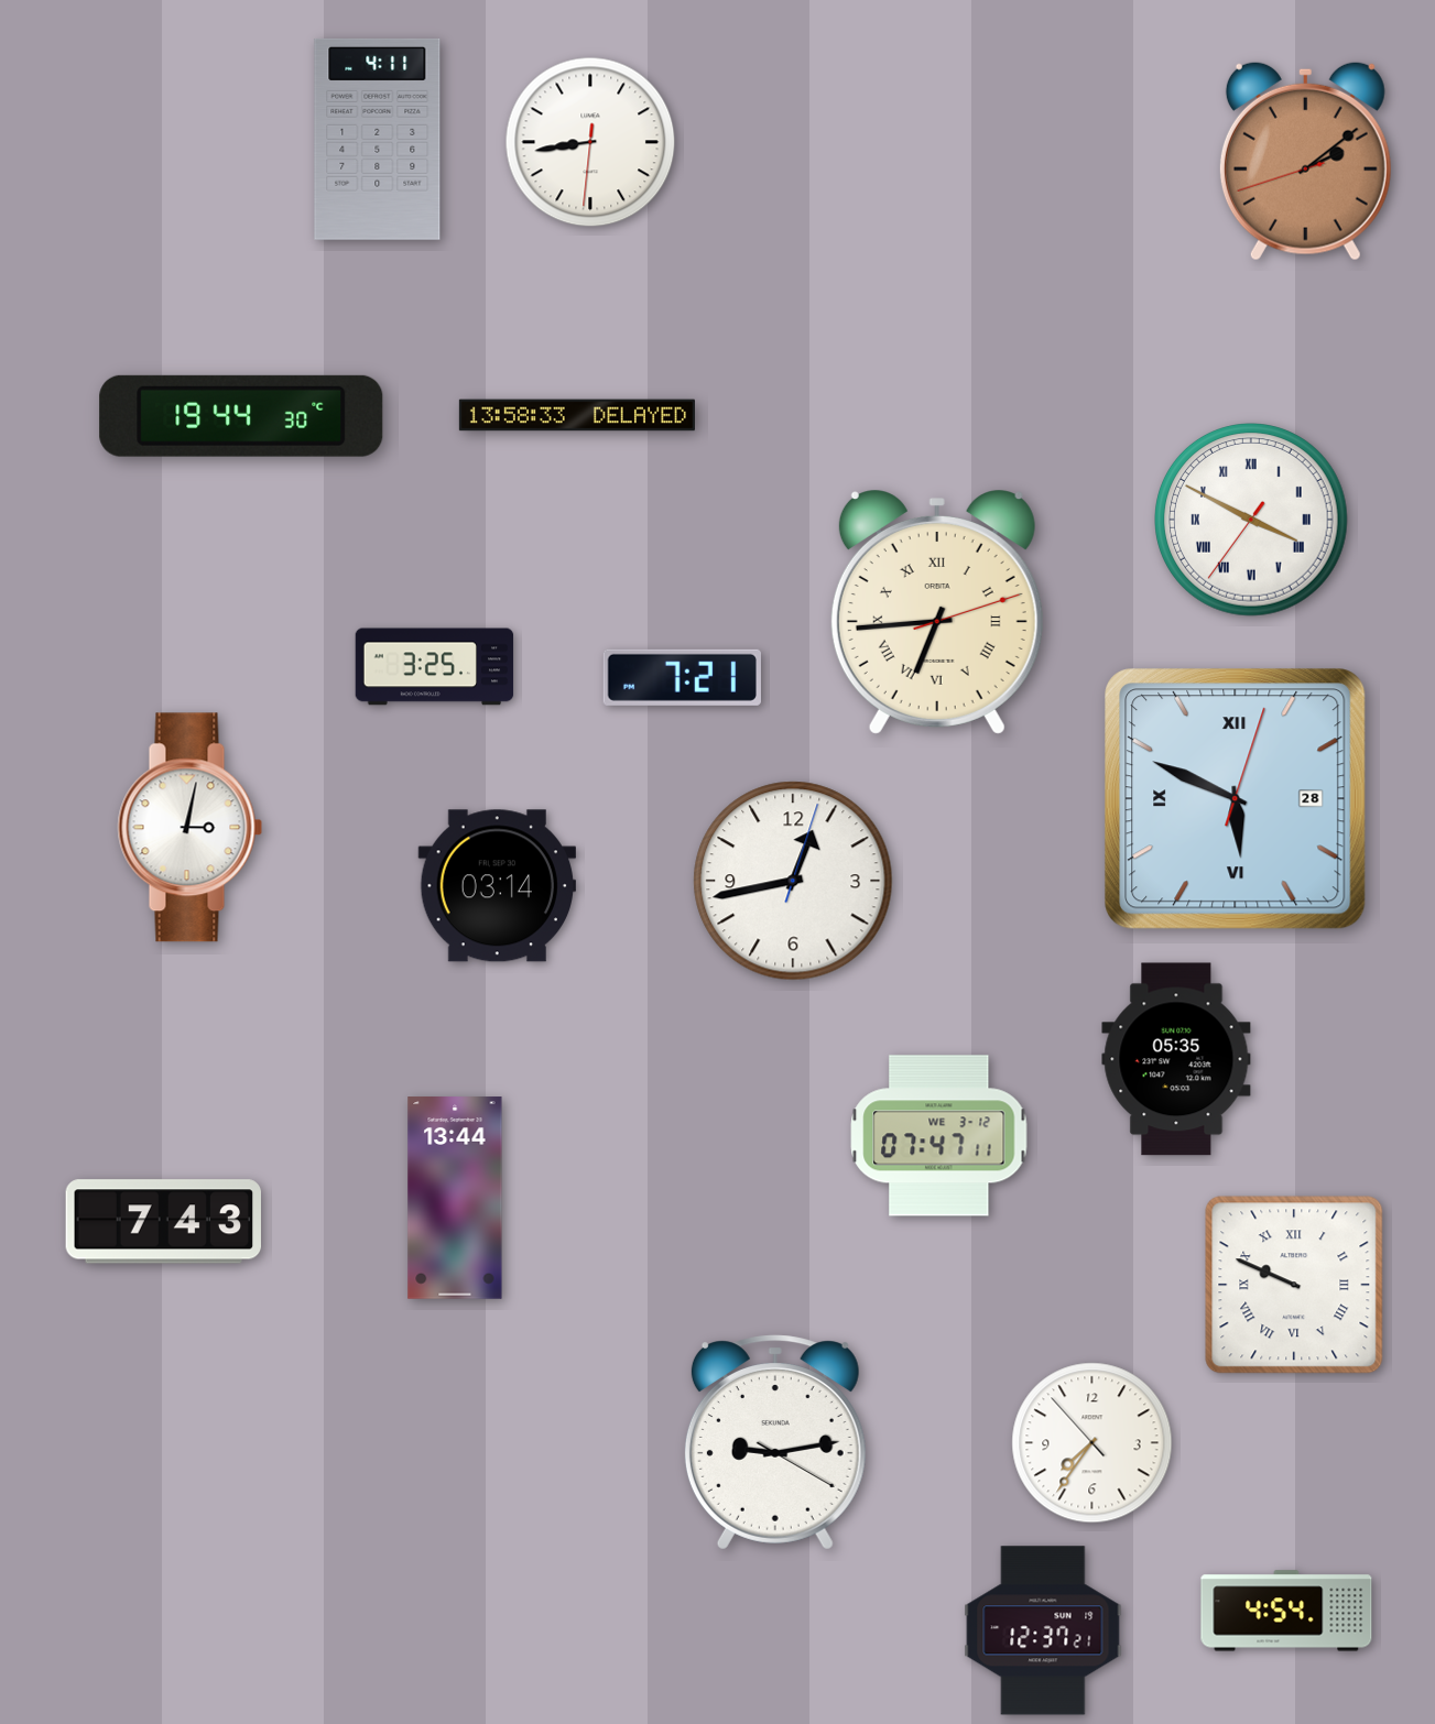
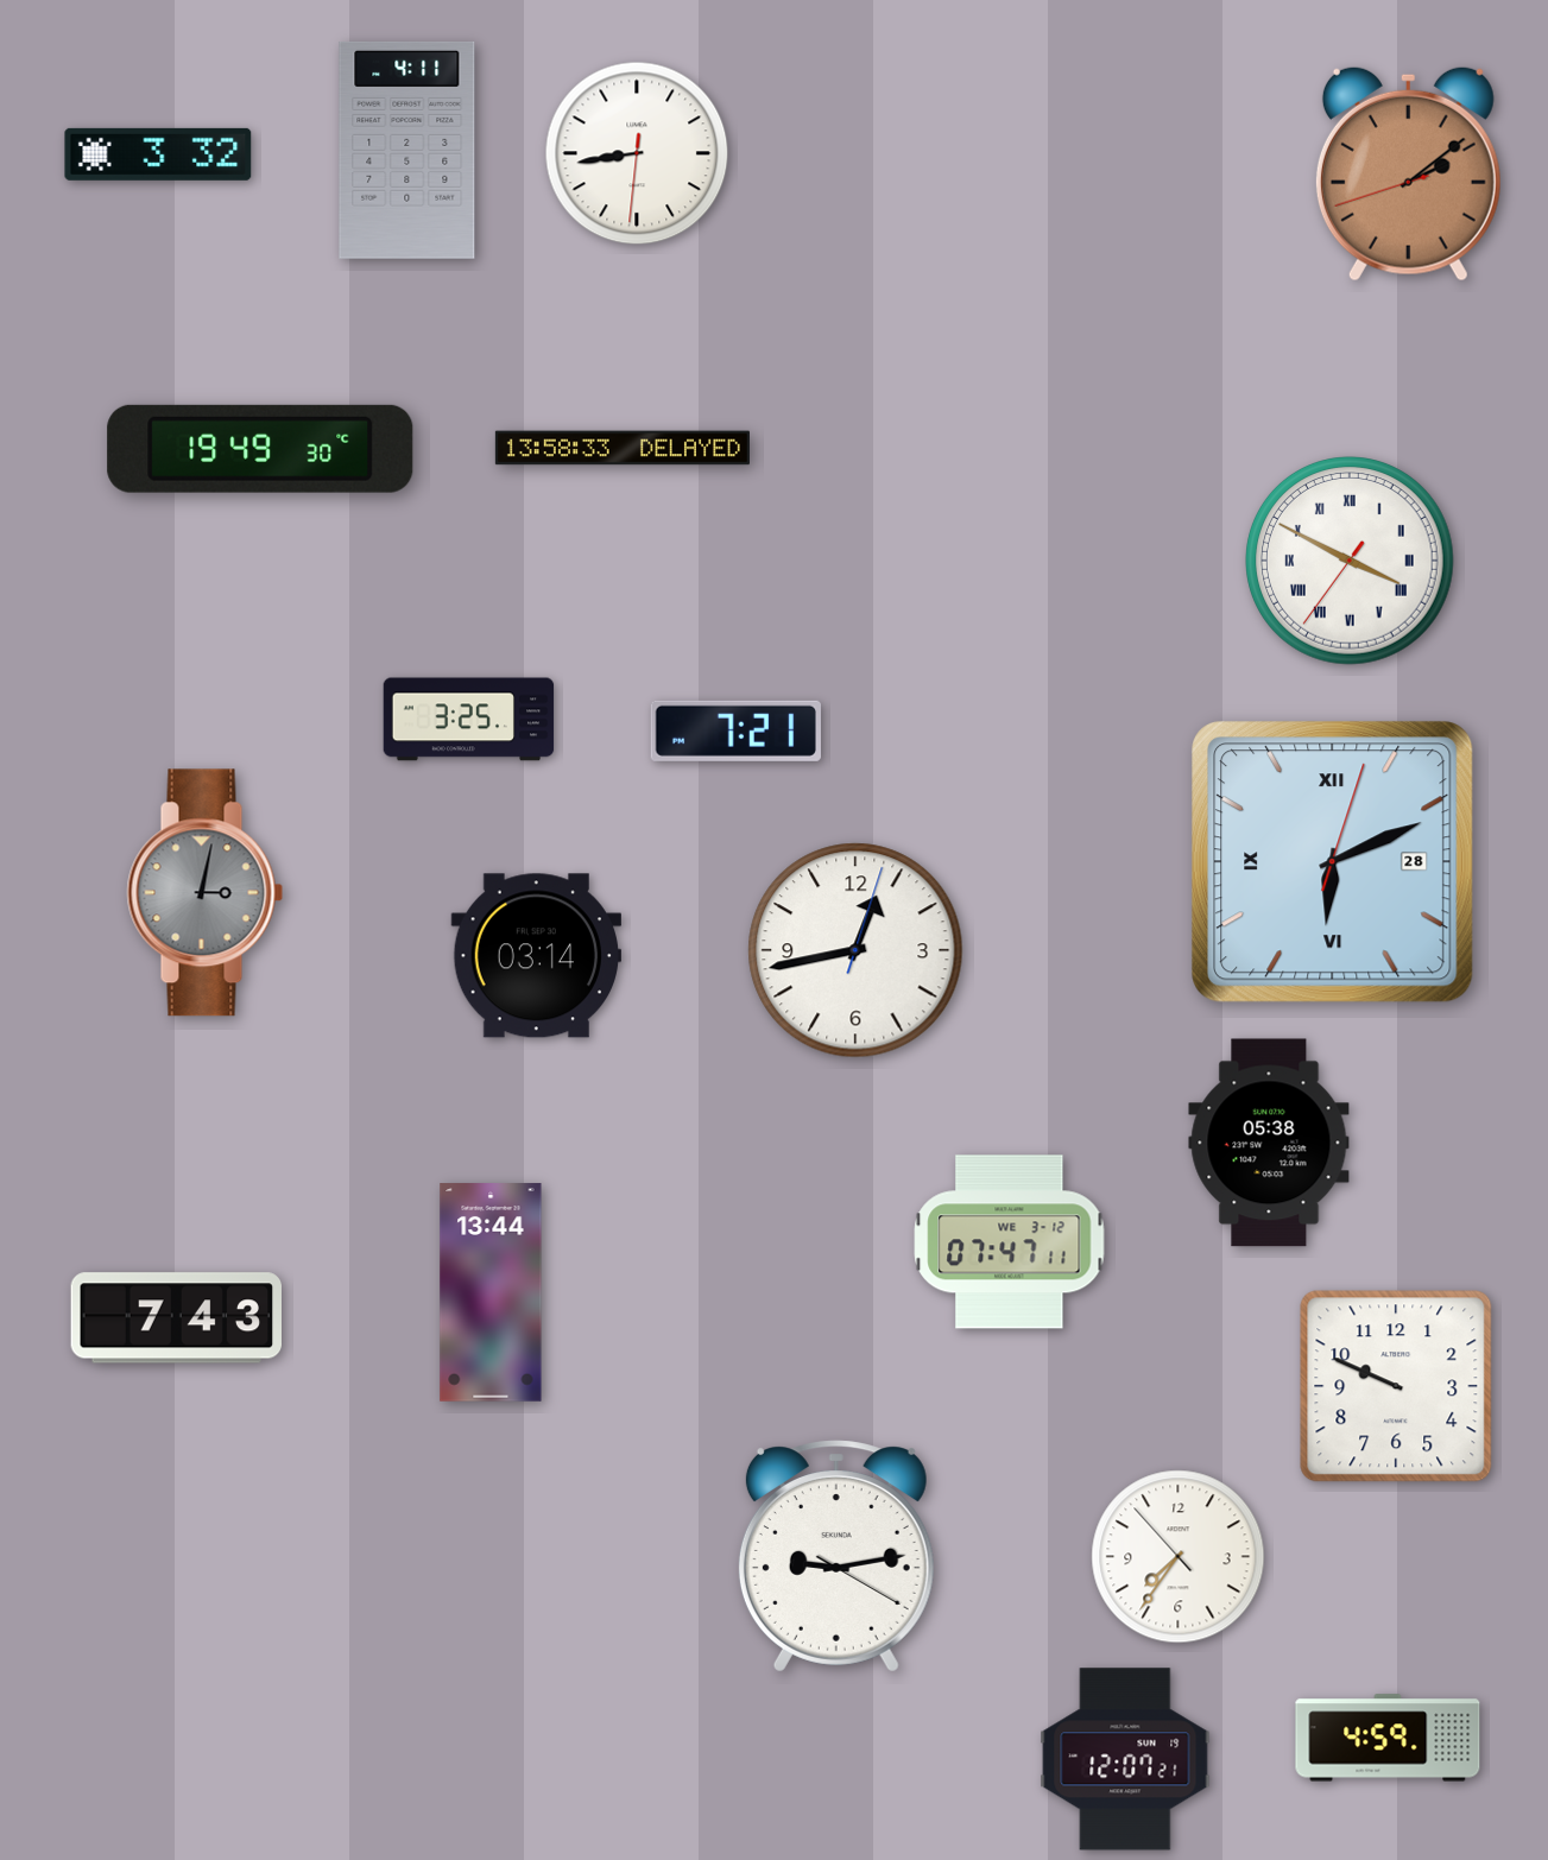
clock at (158, 154): none -> 3:32
clock at (241, 416): 19:44 -> 19:49
clock at (937, 612): 6:44 -> none
clock at (1236, 799): 5:49 -> 6:11
clock at (191, 828) dial: white -> grey
clock at (1176, 1059): 05:35 -> 05:38
clock at (939, 1136) position: (939, 1136) -> (1010, 1242)
clock at (1294, 1285) numerals: Roman -> Arabic
clock at (1286, 1611): 4:54 -> 4:59
clock at (1043, 1630): 12:37 -> 12:07
